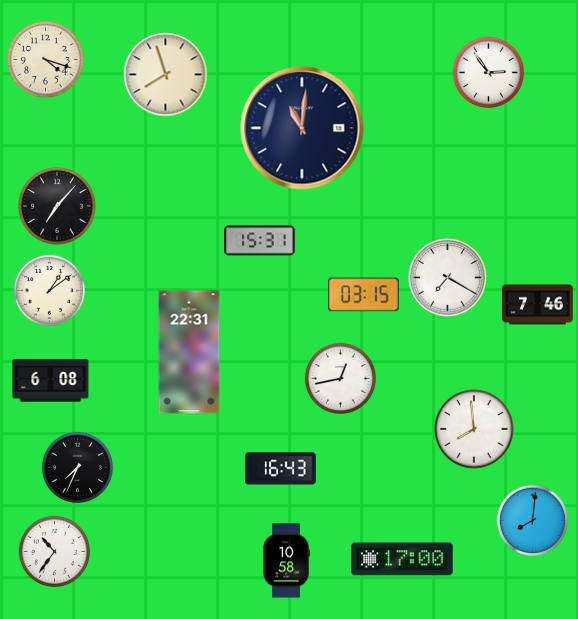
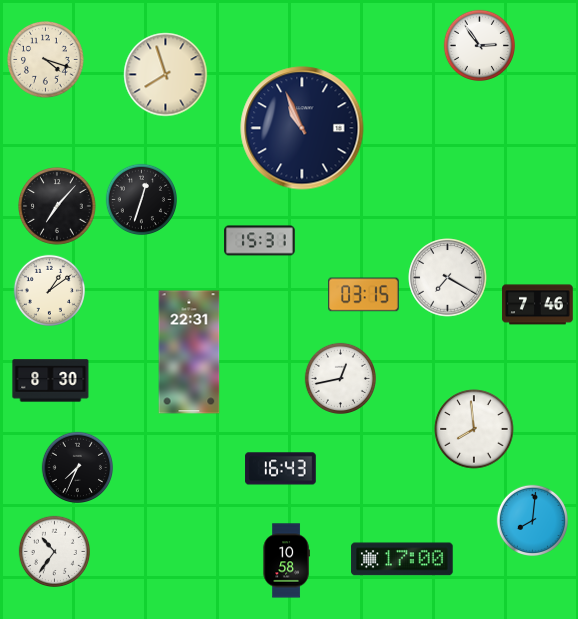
clock at (488, 72) position: (488, 72) -> (479, 45)
clock at (302, 128): 11:01 -> 10:56
clock at (141, 199): none -> 12:33
clock at (51, 381): 6:08 -> 8:30
